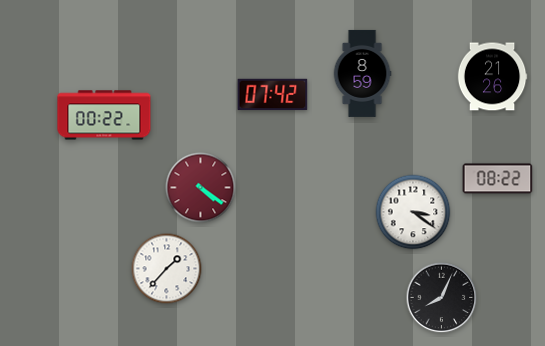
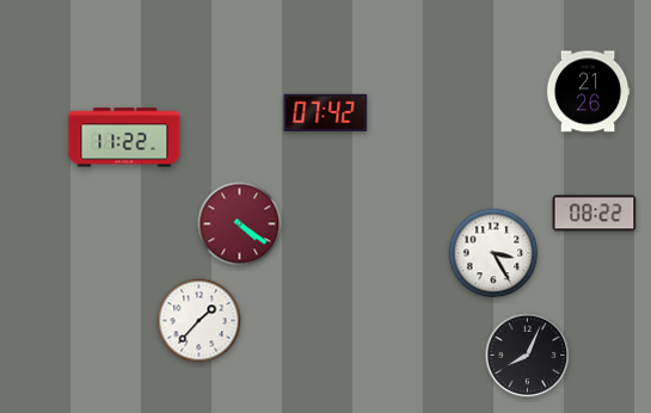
clock at (362, 73): 8:59 -> none
clock at (104, 115): 00:22 -> 11:22
clock at (413, 212): 3:21 -> 3:25
